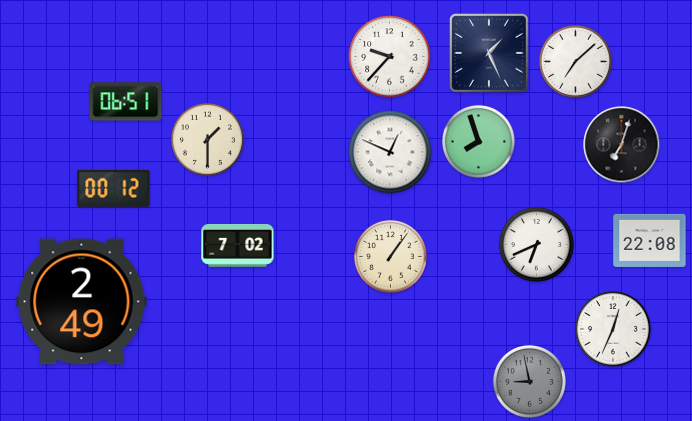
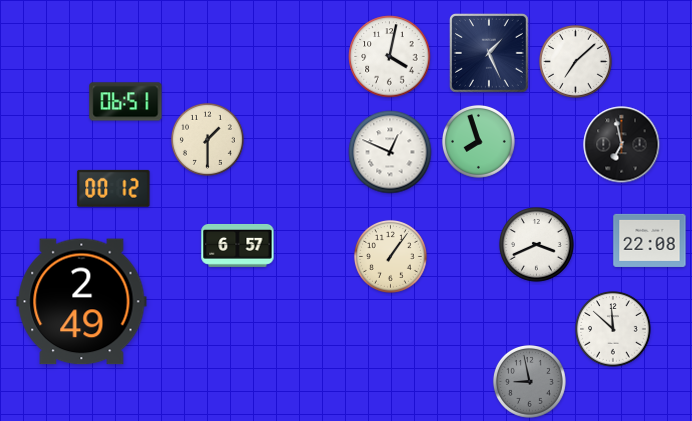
clock at (390, 57): 9:37 -> 4:02
clock at (622, 145): 7:03 -> 6:58
clock at (238, 245): 7:02 -> 6:57
clock at (537, 245): 6:41 -> 3:41
clock at (613, 329): 12:34 -> 11:52
